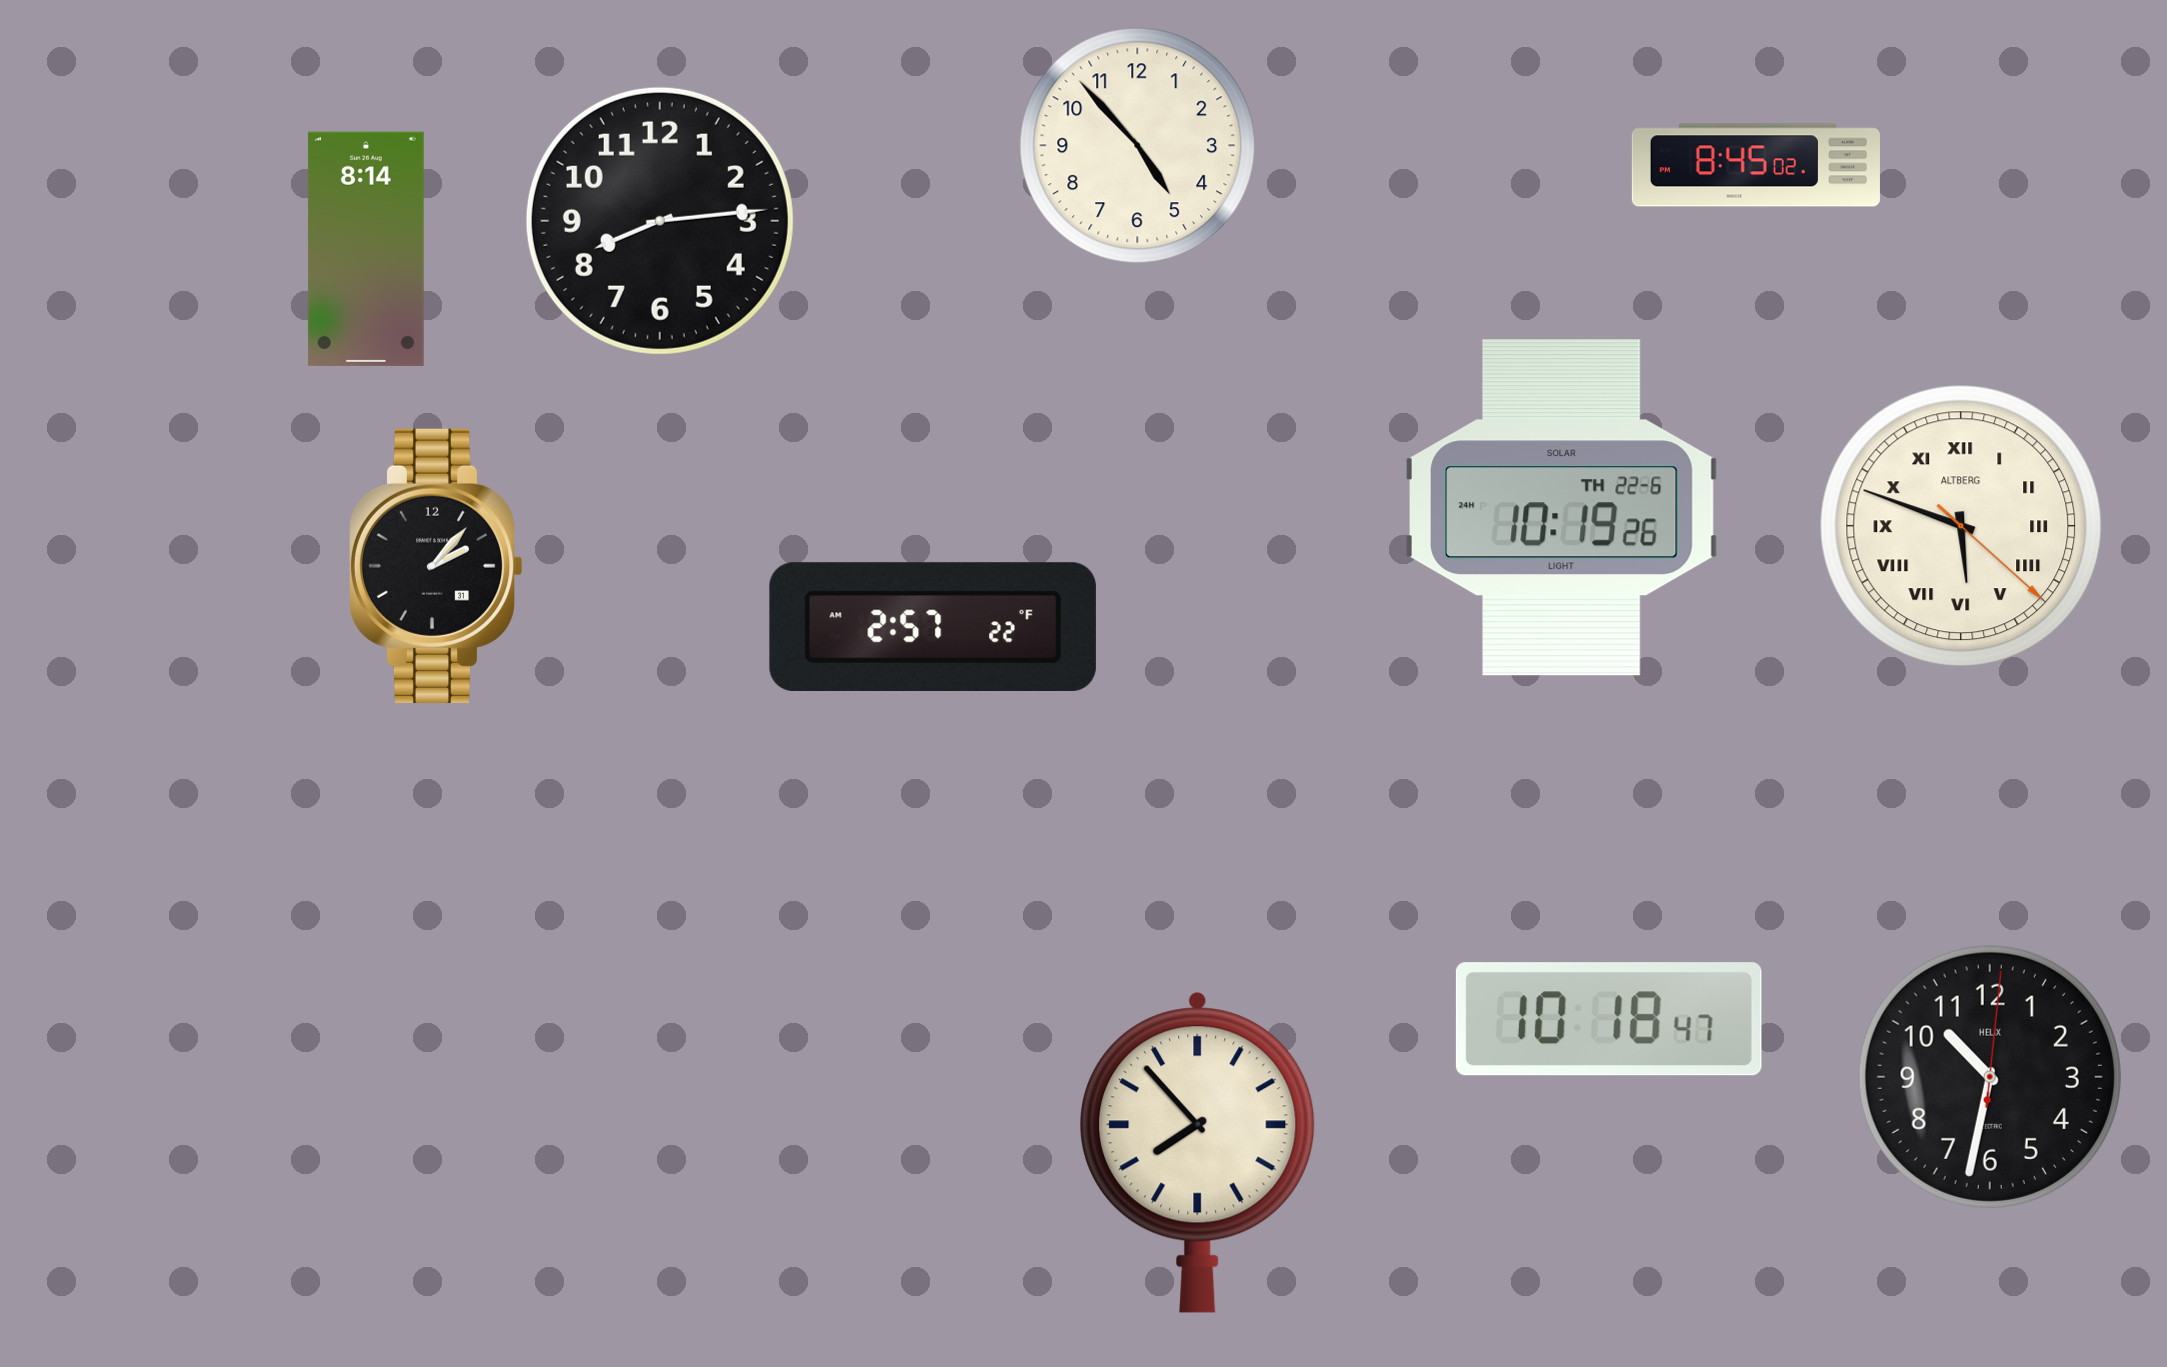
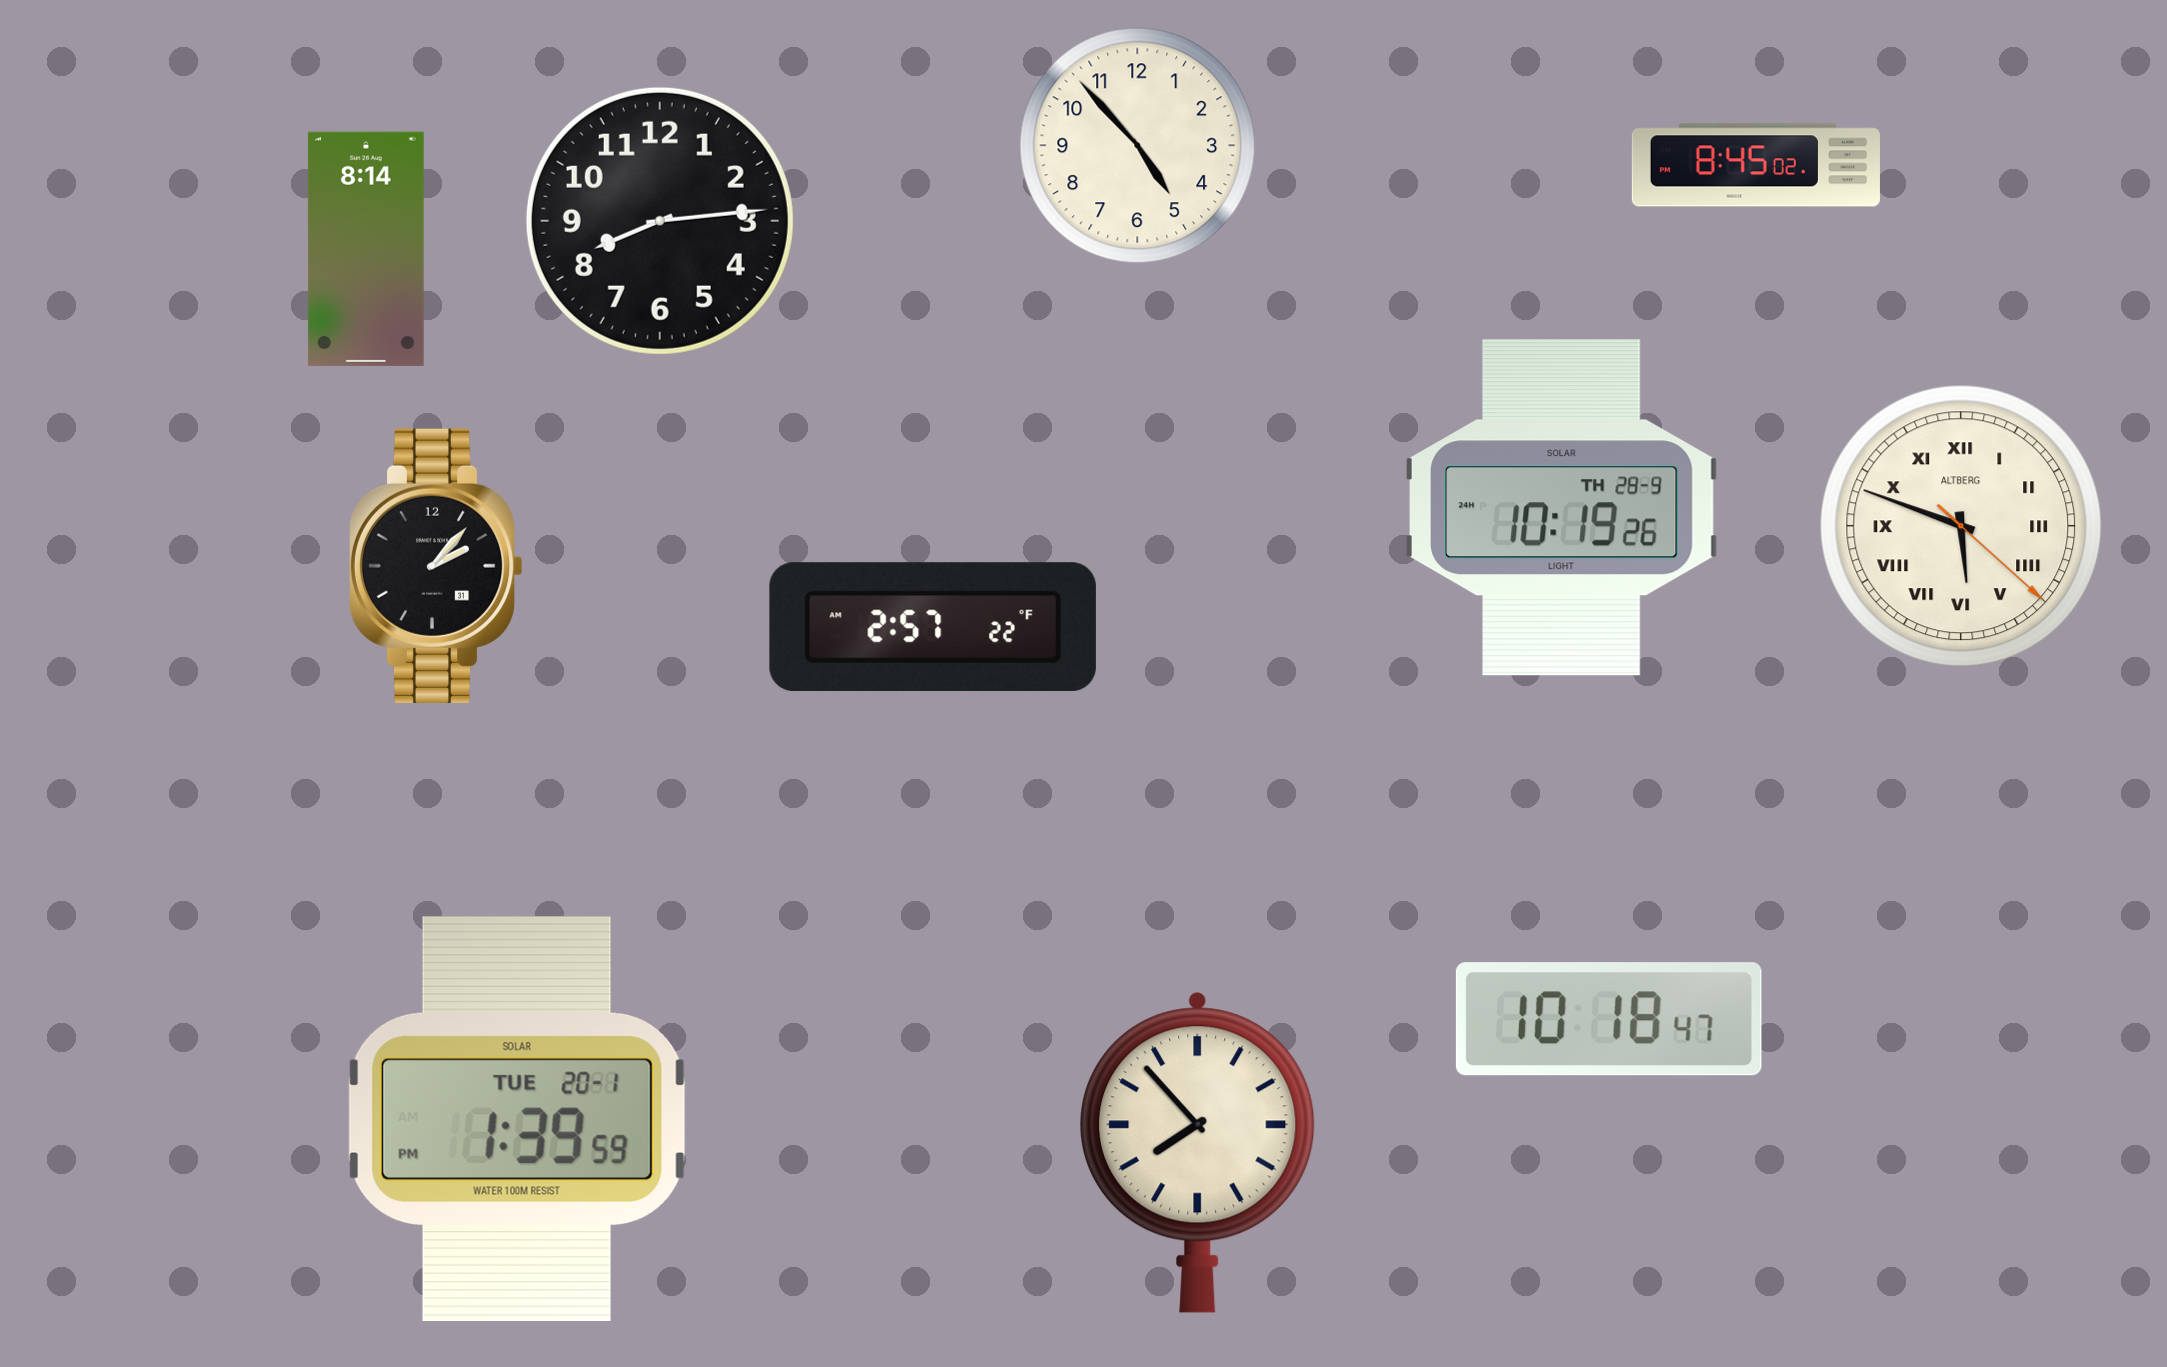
clock at (1561, 508) date: TH 22-6 -> TH 28-9
clock at (1990, 1077): 10:32 -> none
clock at (517, 1118): none -> 1:39
